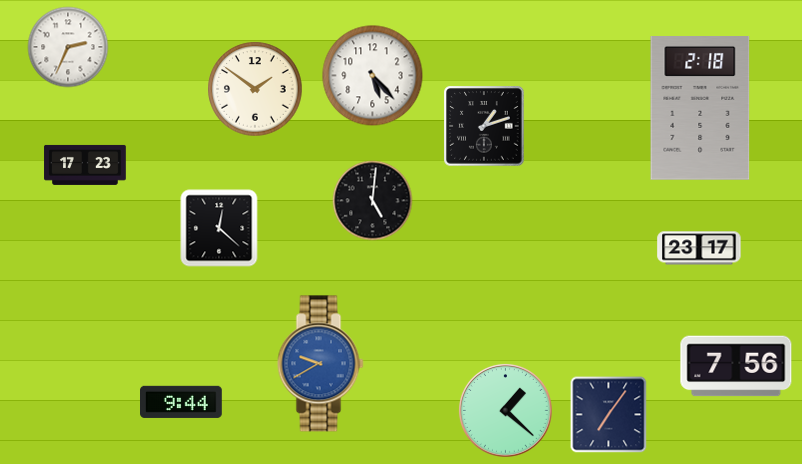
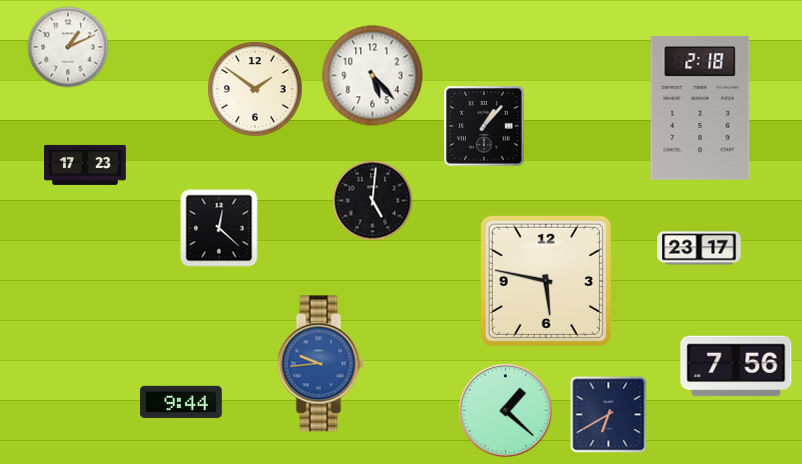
clock at (68, 47): 2:34 -> 1:11
clock at (484, 126): 1:12 -> 1:07
clock at (546, 281): none -> 5:47
clock at (321, 364): 9:40 -> 9:44
clock at (609, 415): 7:06 -> 6:40
